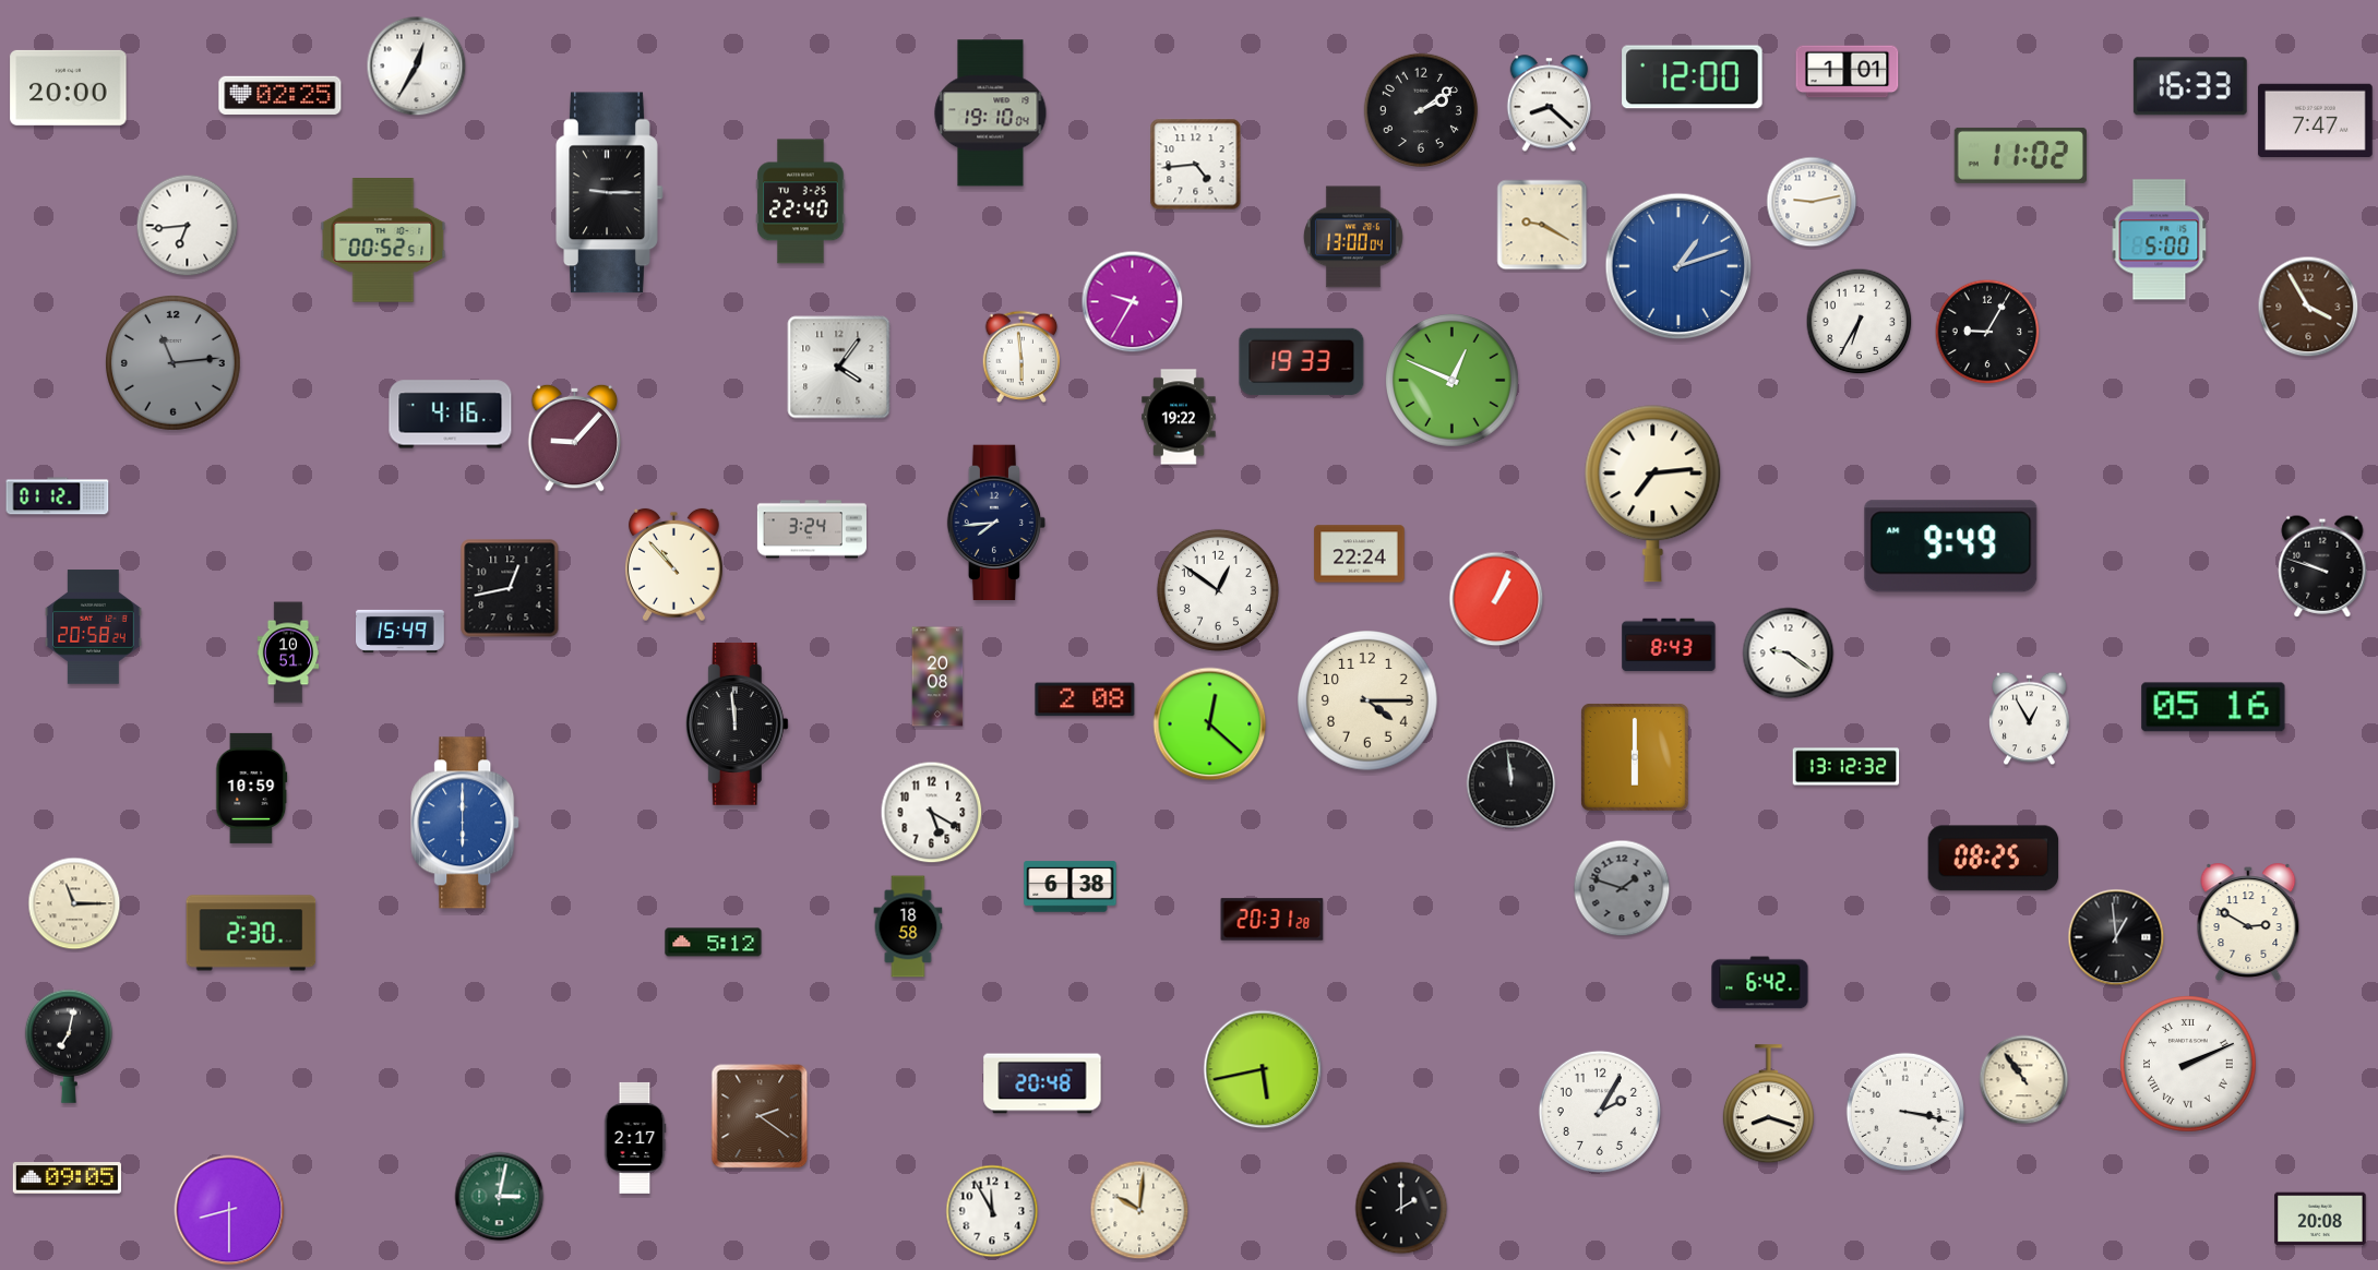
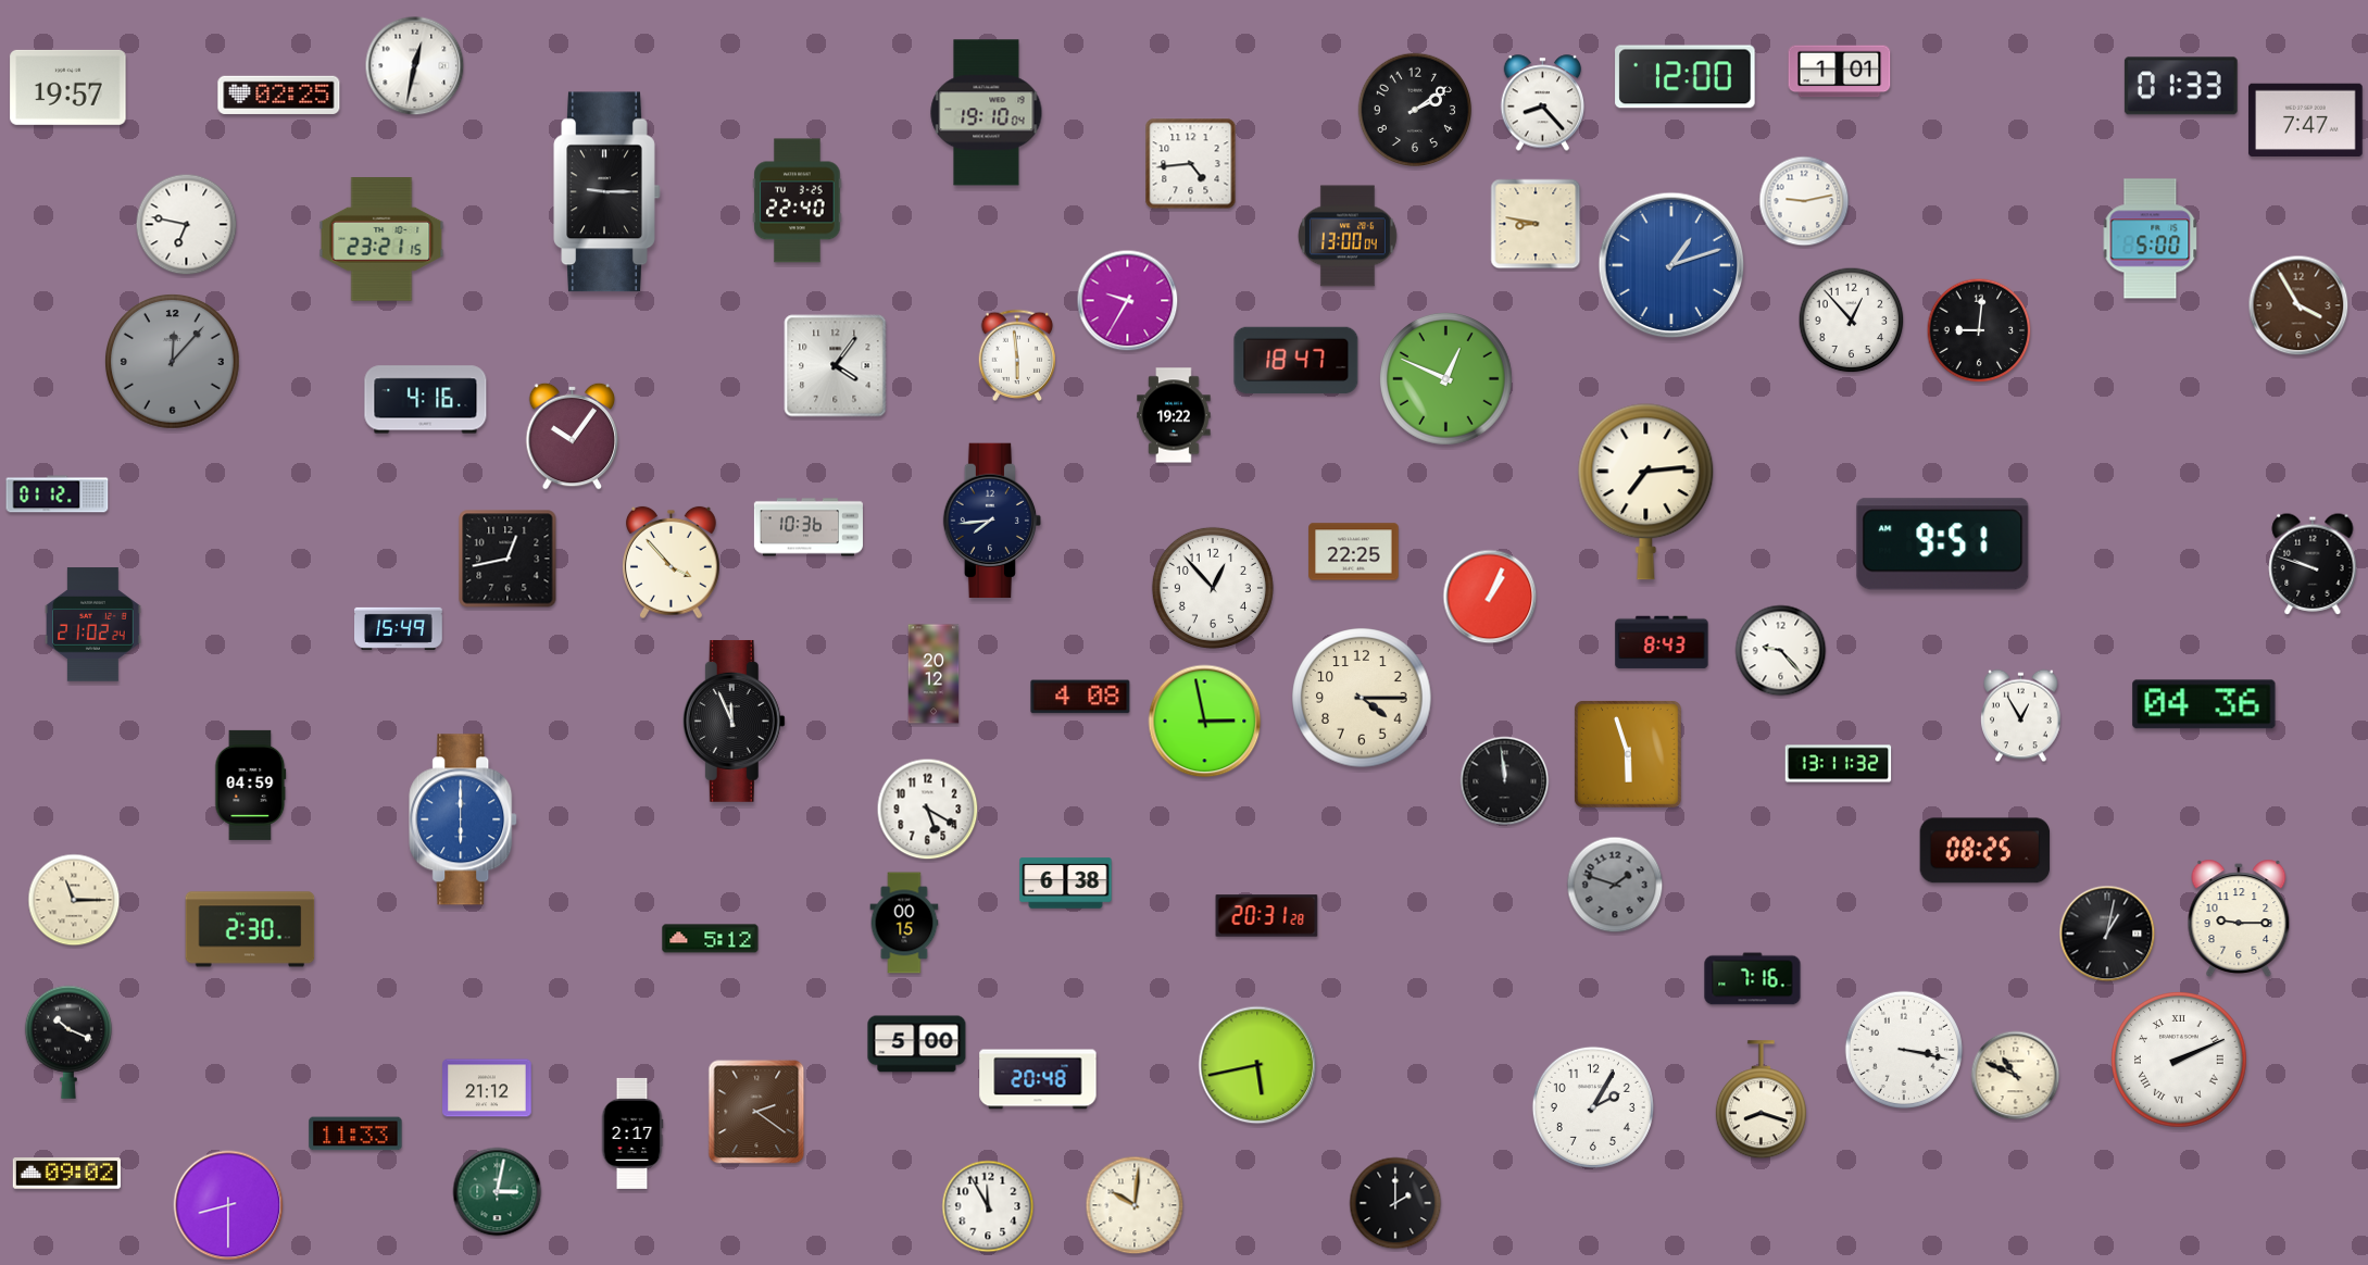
clock at (417, 67): 12:35 -> 12:32
clock at (2190, 86): 16:33 -> 01:33
clock at (69, 87): 20:00 -> 19:57
clock at (1550, 104): 8:22 -> 8:23
clock at (2020, 155): 11:02 -> none
clock at (1542, 225): 9:20 -> 8:47
clock at (188, 226): 6:44 -> 6:47
clock at (383, 241): 00:52 -> 23:21
clock at (1860, 322): 6:35 -> 12:53
clock at (1987, 332): 9:05 -> 9:01
clock at (1302, 362): 19:33 -> 18:47
clock at (174, 363): 11:14 -> 12:07
clock at (451, 415) position: (451, 415) -> (426, 400)
clock at (575, 438): 9:07 -> 10:06
clock at (812, 529): 3:24 -> 10:36
clock at (1951, 547): 9:49 -> 9:51
clock at (1360, 554): 22:24 -> 22:25
clock at (673, 565): 10:53 -> 3:53
clock at (510, 588) position: (510, 588) -> (508, 559)
clock at (1218, 590): 12:51 -> 12:53
clock at (94, 627): 20:58 -> 21:02
clock at (288, 652): 10:51 -> none
clock at (1789, 654): 9:21 -> 9:23
clock at (937, 676): 20:08 -> 20:12
clock at (1085, 699): 2:08 -> 4:08
clock at (2213, 707): 05:16 -> 04:36
clock at (737, 723): 11:59 -> 11:56
clock at (1210, 724): 12:22 -> 2:58
clock at (1635, 757): 6:00 -> 5:57
clock at (1847, 767): 13:12 -> 13:11
clock at (252, 788): 10:59 -> 04:59
clock at (1994, 859) position: (1994, 859) -> (1985, 851)
clock at (2248, 922): 2:50 -> 9:15
clock at (908, 926): 18:58 -> 00:15
clock at (2116, 937): 12:59 -> 1:02
clock at (1760, 983): 6:42 -> 7:16
clock at (69, 1046): 7:02 -> 10:19
clock at (917, 1044): none -> 5:00
clock at (2024, 1080): 10:54 -> 10:49
clock at (487, 1088): none -> 21:12
clock at (1905, 1112) position: (1905, 1112) -> (1904, 1050)
clock at (355, 1134): none -> 11:33
clock at (67, 1178): 09:05 -> 09:02
clock at (2320, 1219): 20:08 -> none
